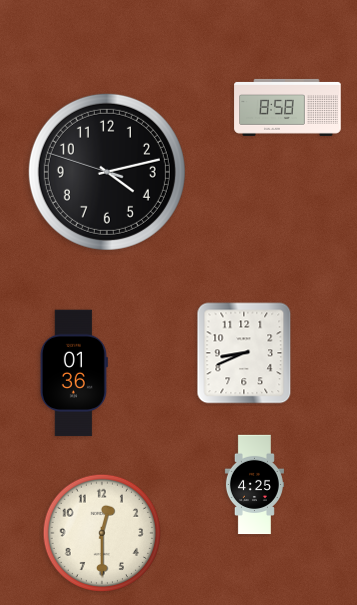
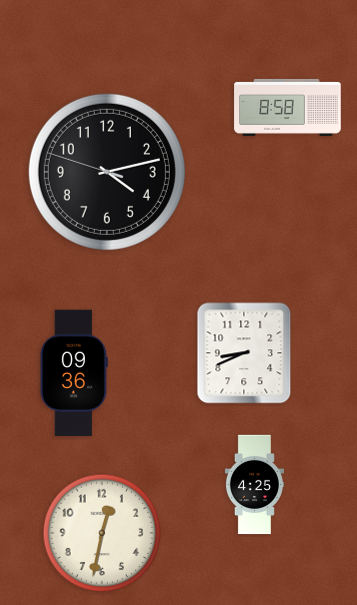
clock at (74, 373): 01:36 -> 09:36
clock at (101, 533): 12:30 -> 12:32
